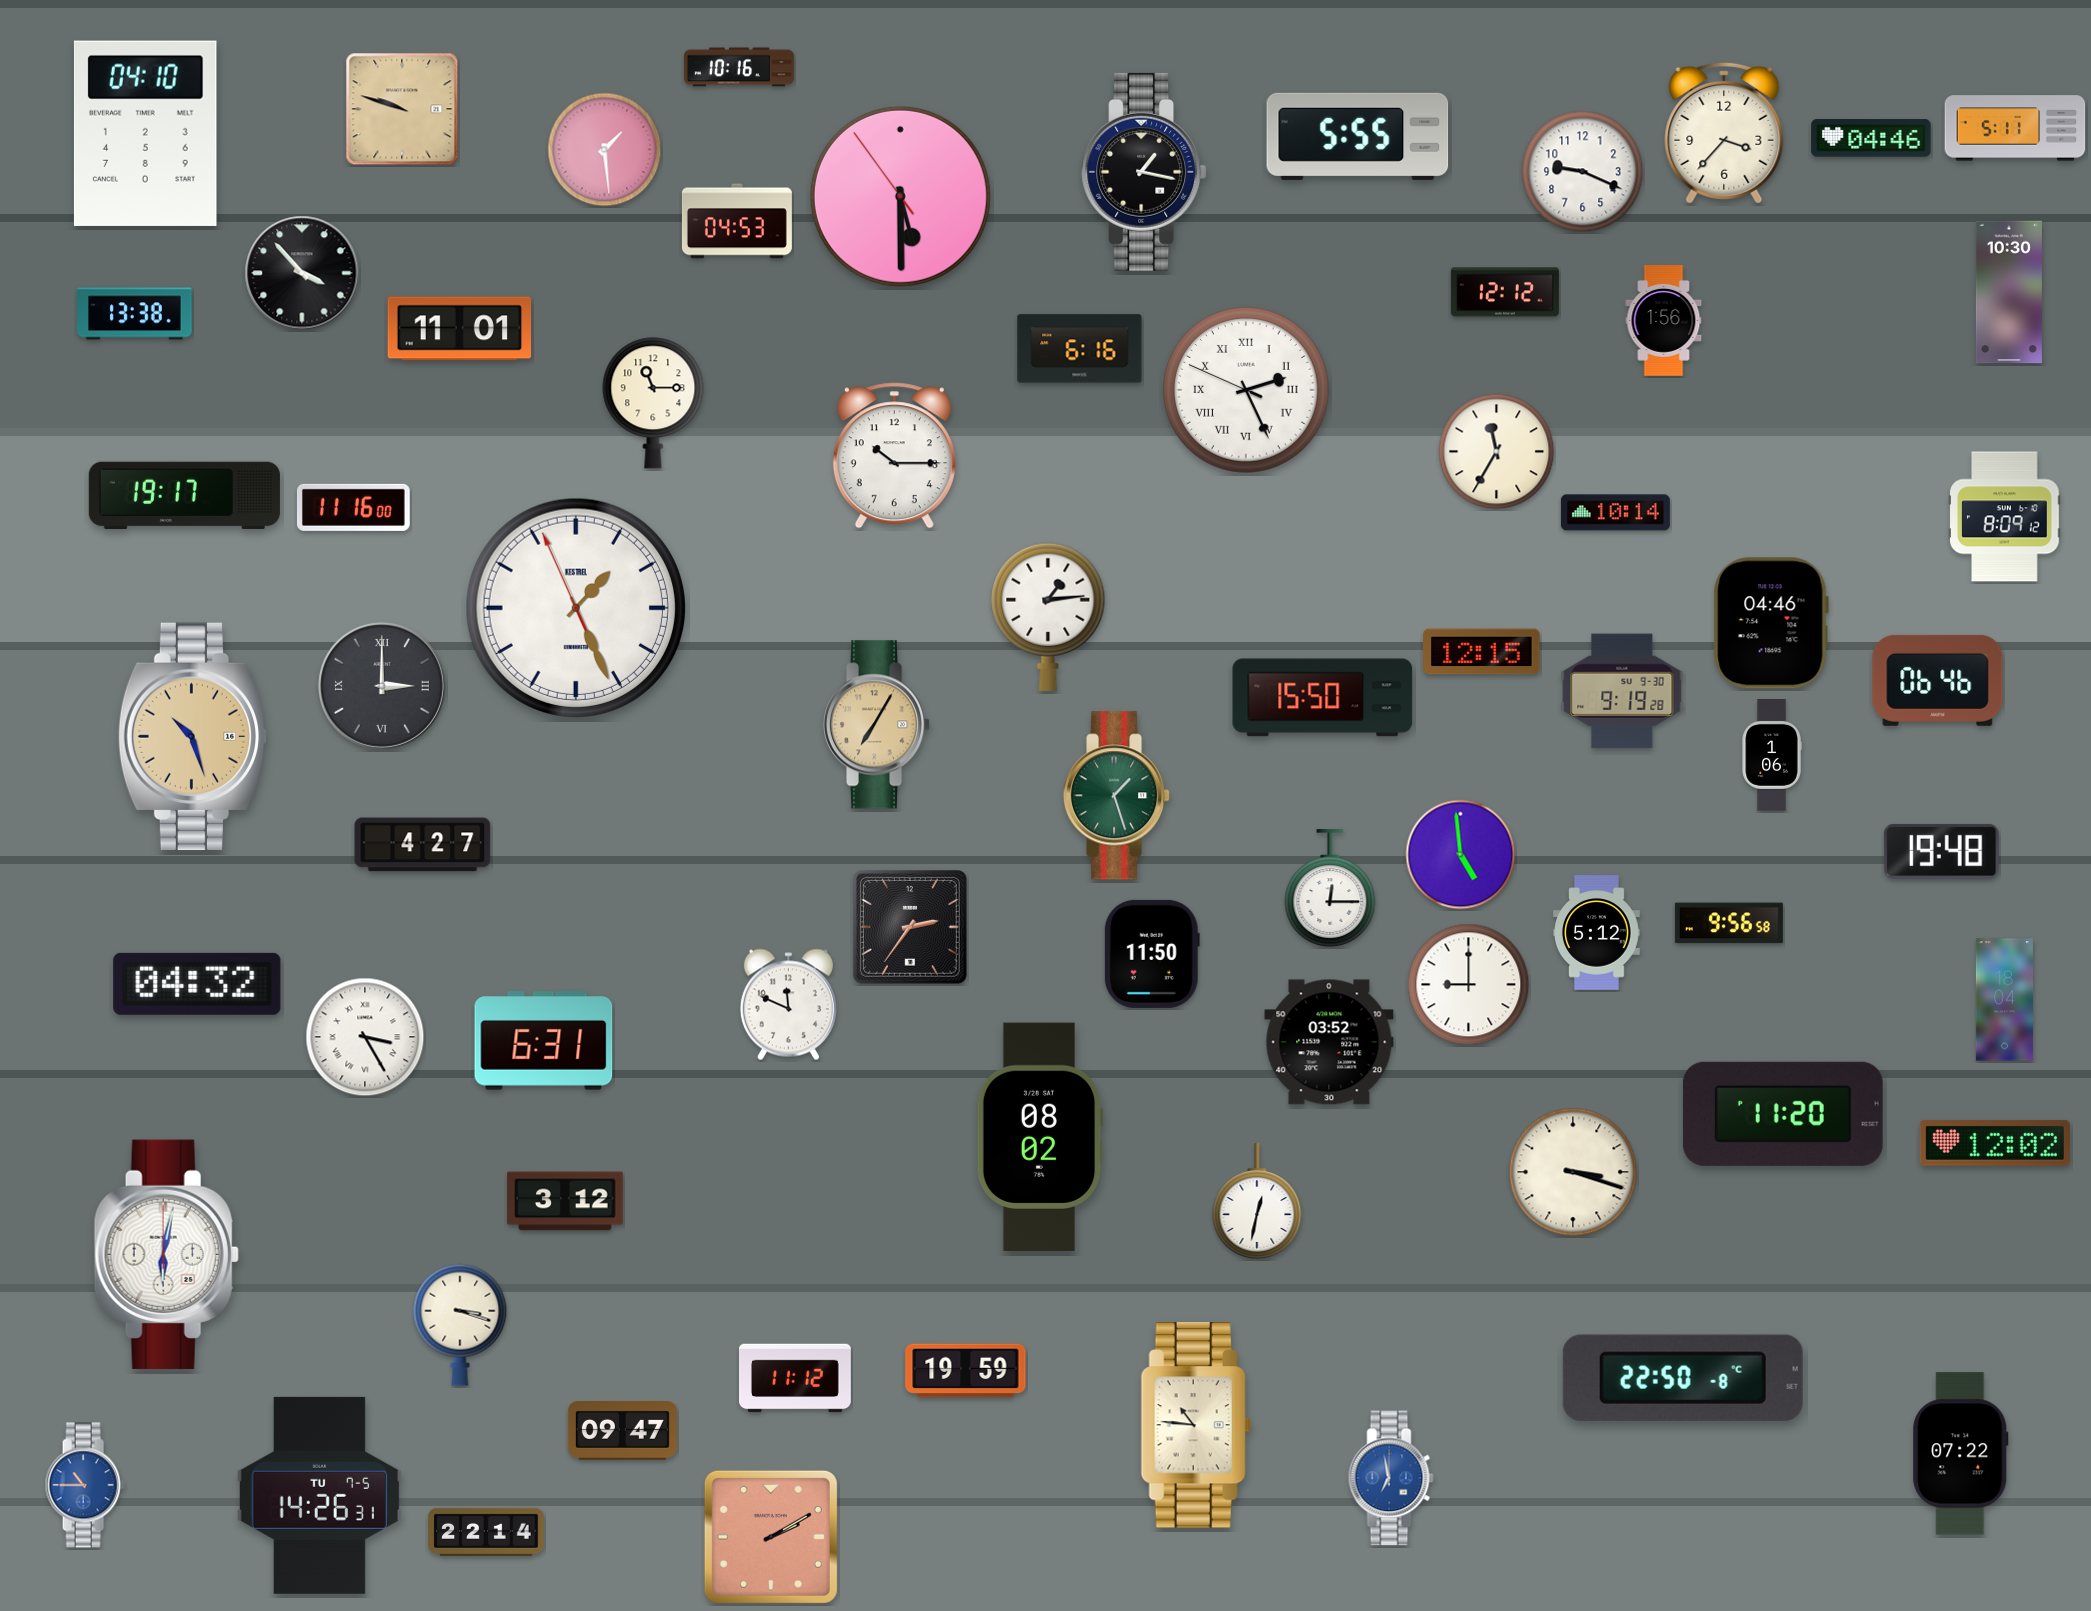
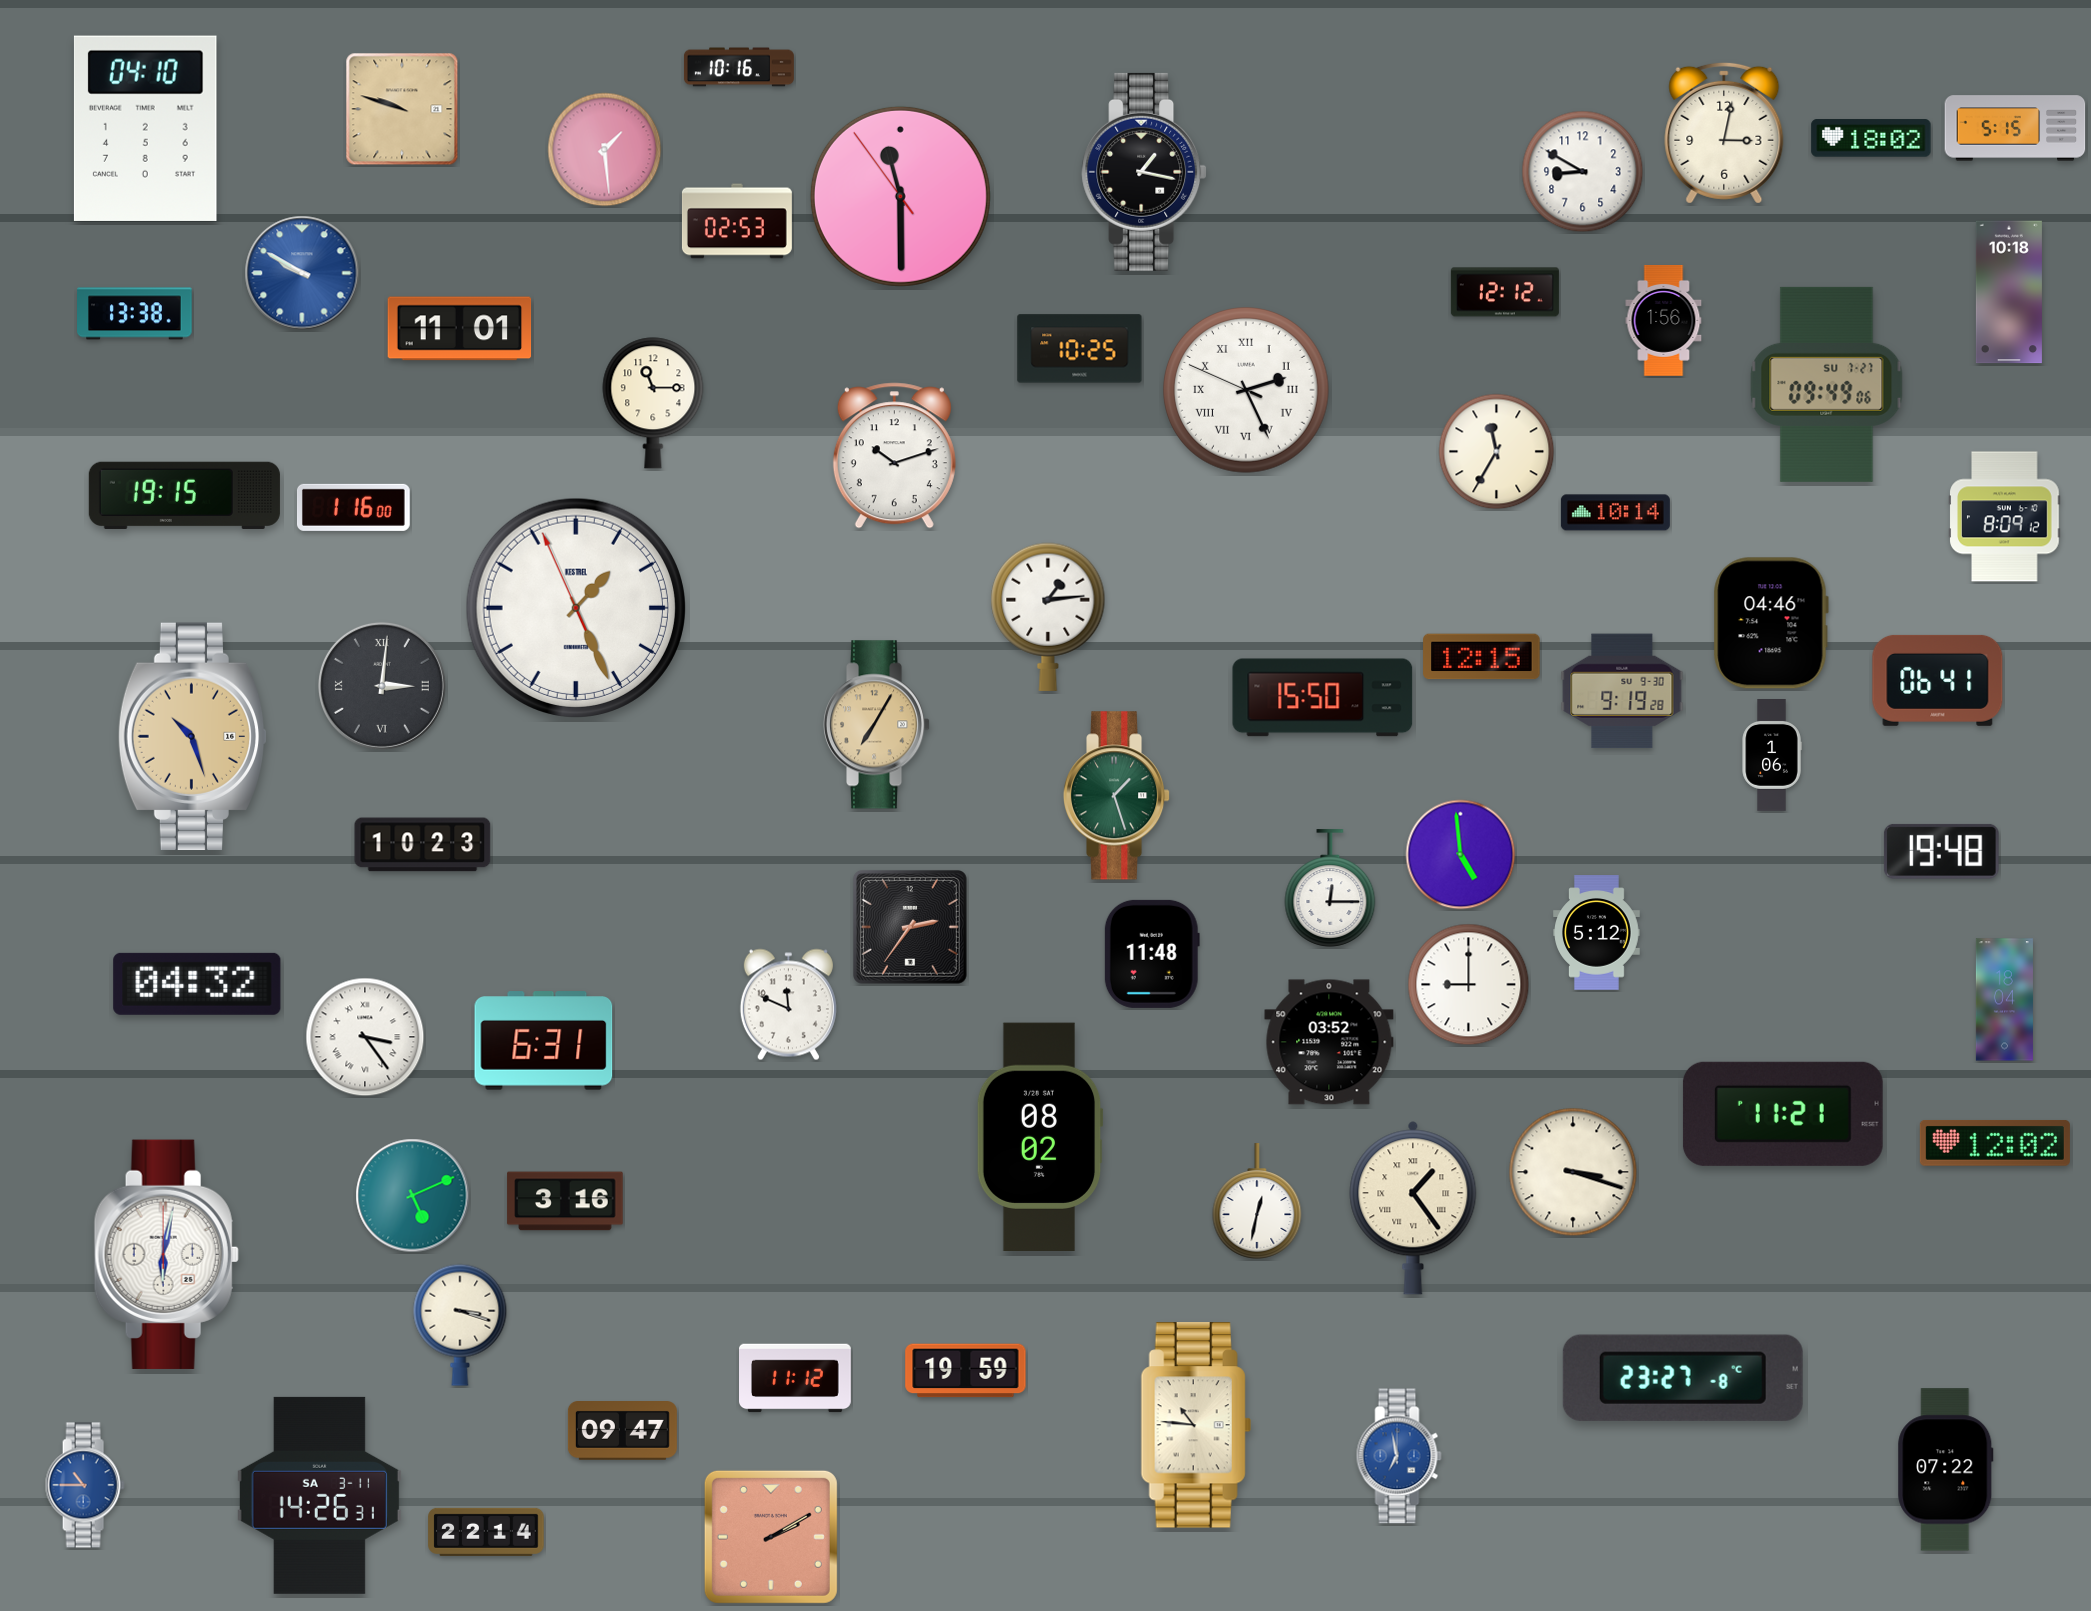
clock at (2015, 128): 5:11 -> 5:15
clock at (145, 133) position: (145, 133) -> (145, 128)
clock at (1724, 133): 3:37 -> 3:02
clock at (1358, 136): 5:55 -> none
clock at (1871, 138): 04:46 -> 18:02
clock at (1583, 172): 9:19 -> 8:50
clock at (900, 196): 5:29 -> 11:29
clock at (737, 221): 04:53 -> 02:53
clock at (302, 273): 3:53 -> 9:50
clock at (302, 273) dial: black -> blue
clock at (2009, 292): 10:30 -> 10:18
clock at (1080, 349): 6:16 -> 10:25
clock at (1827, 384): none -> 09:49
clock at (894, 456): 10:15 -> 10:12
clock at (184, 495): 19:17 -> 19:15
clock at (353, 507): 11:16 -> 1:16
clock at (1482, 652) position: (1482, 652) -> (1482, 657)
clock at (1938, 680): 06:46 -> 06:41
clock at (382, 686): 3:00 -> 3:01
clock at (423, 845): 4:27 -> 10:23
clock at (1729, 923): 9:56 -> none
clock at (1152, 954): 11:50 -> 11:48
clock at (365, 1037): 3:25 -> 3:24
clock at (1783, 1114): 11:20 -> 11:21
clock at (413, 1196): none -> 5:11
clock at (565, 1201): 3:12 -> 3:16
clock at (1413, 1208): none -> 1:24
clock at (1683, 1378): 22:50 -> 23:27
clock at (1961, 1454) position: (1961, 1454) -> (1946, 1470)
clock at (1391, 1478) position: (1391, 1478) -> (1399, 1456)
clock at (319, 1495) date: TU 7-5 -> SA 3-11
